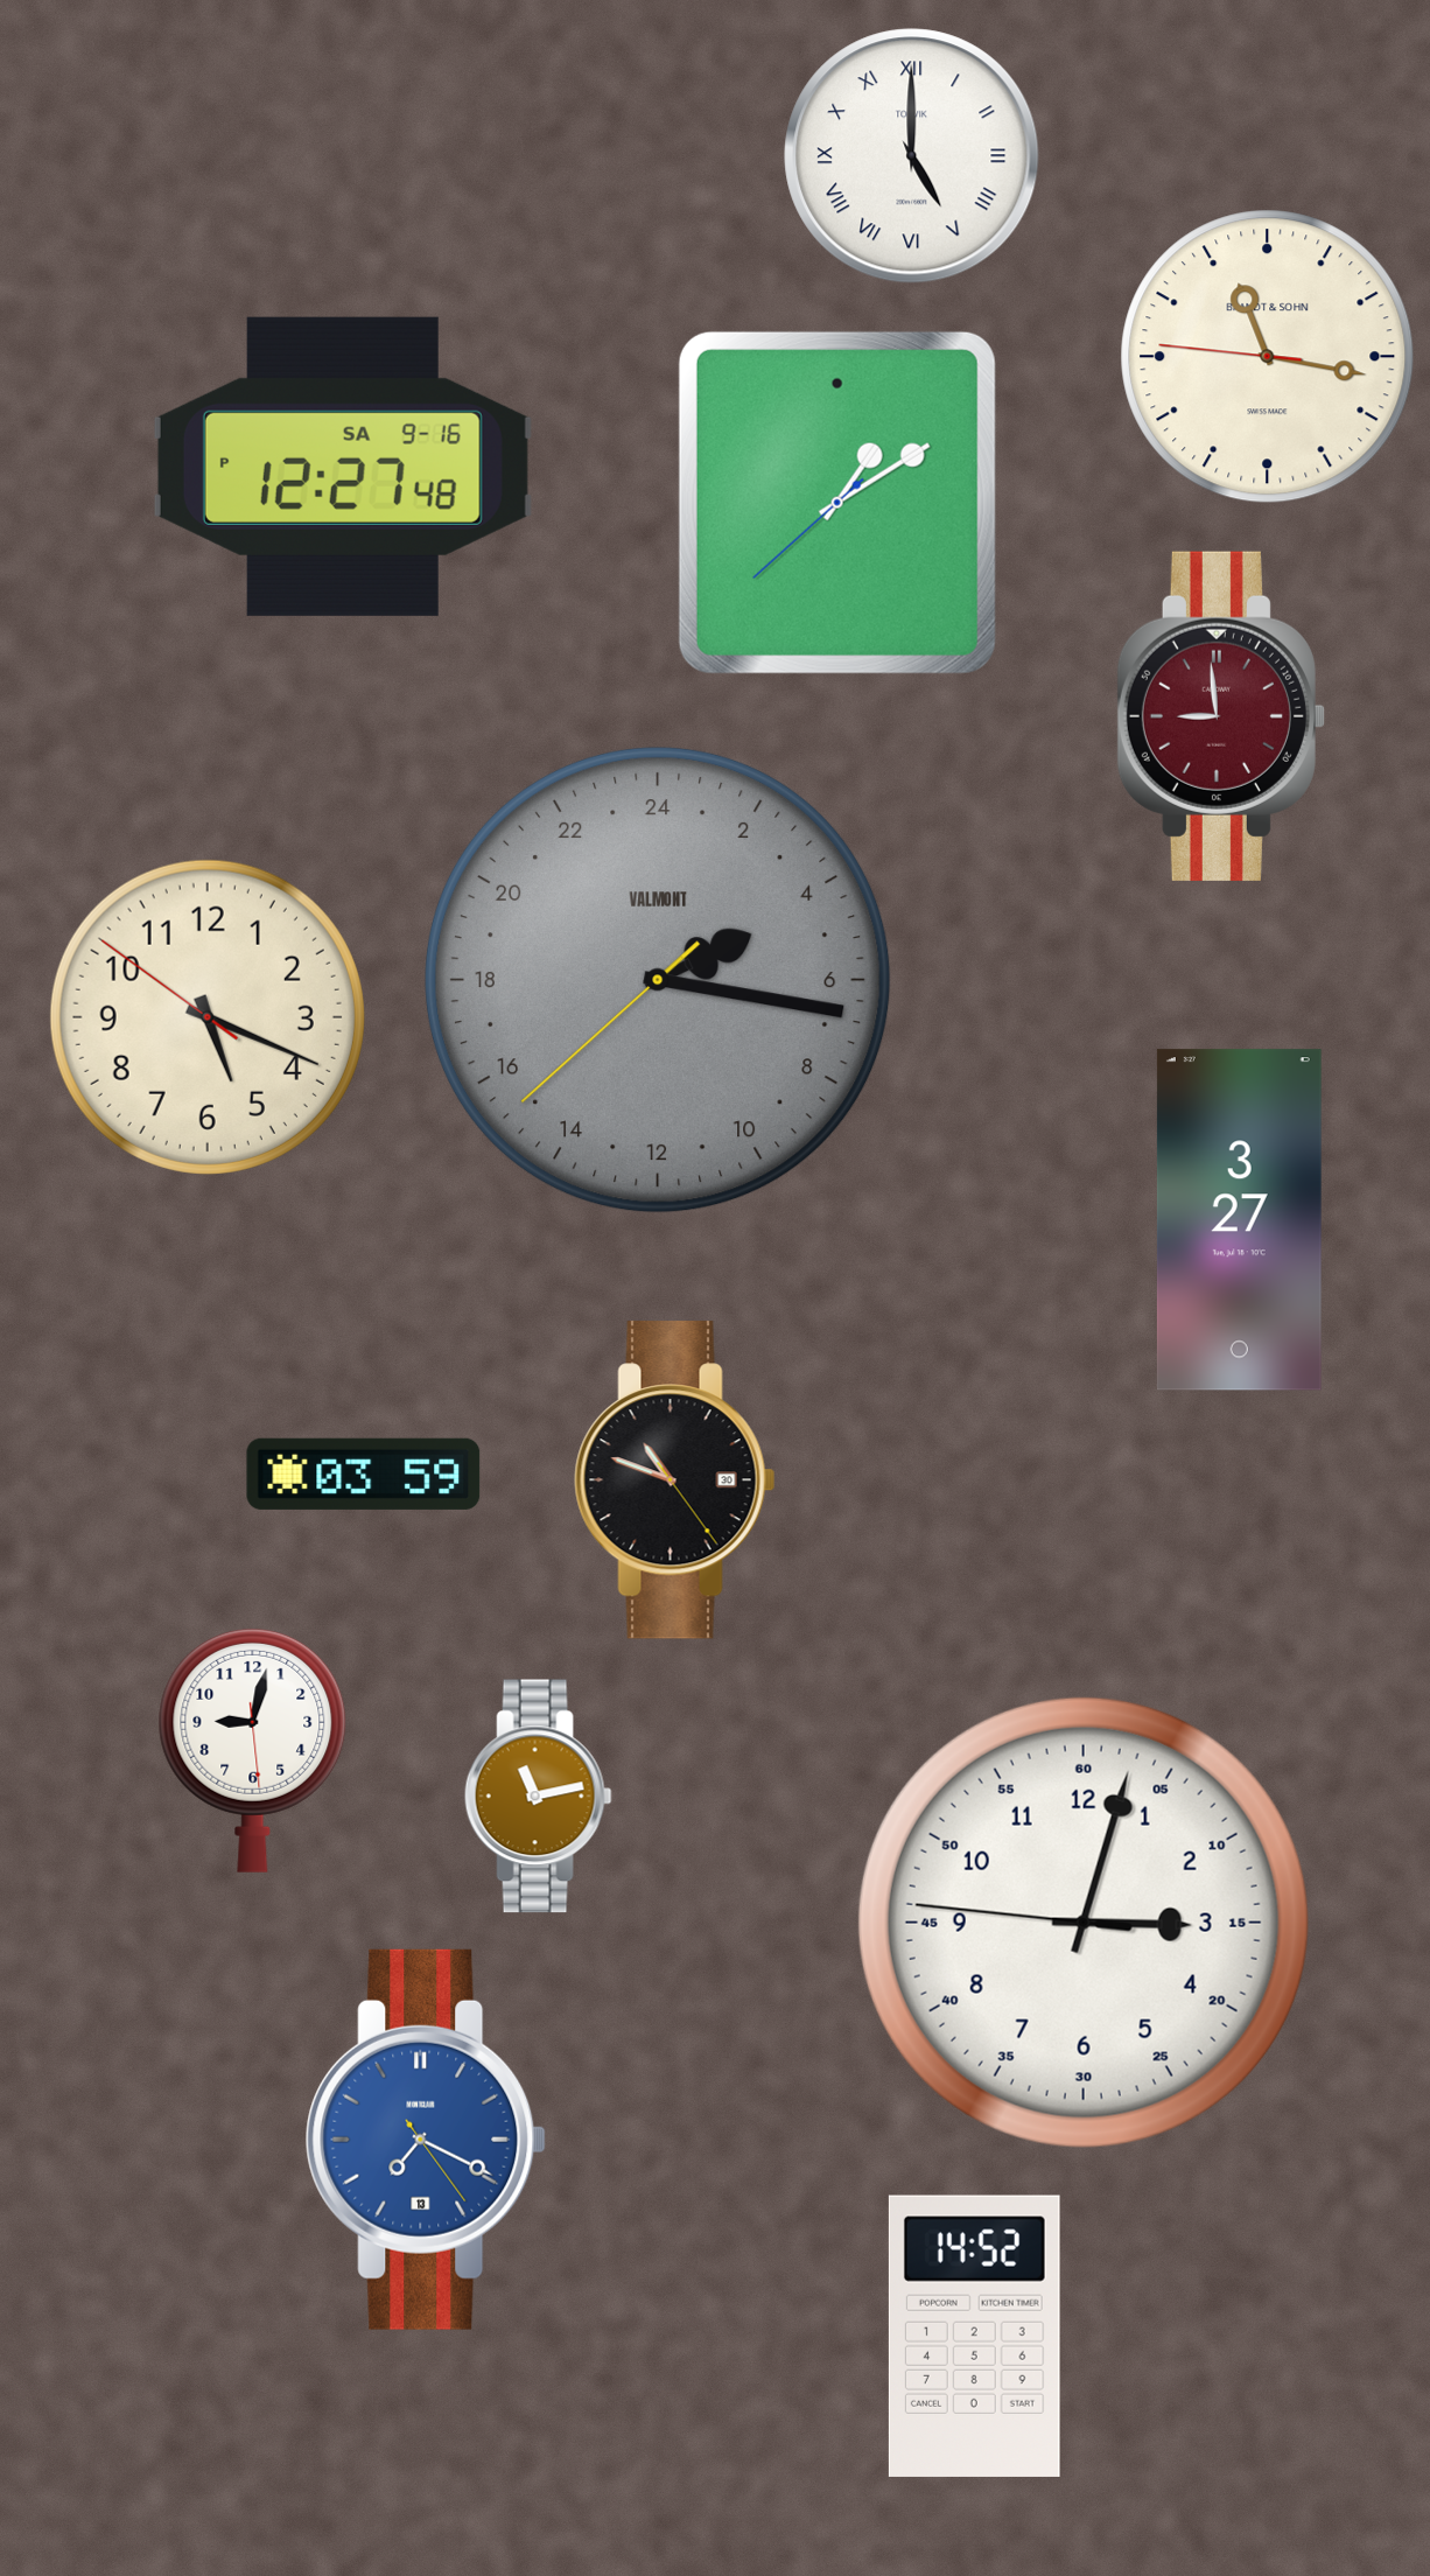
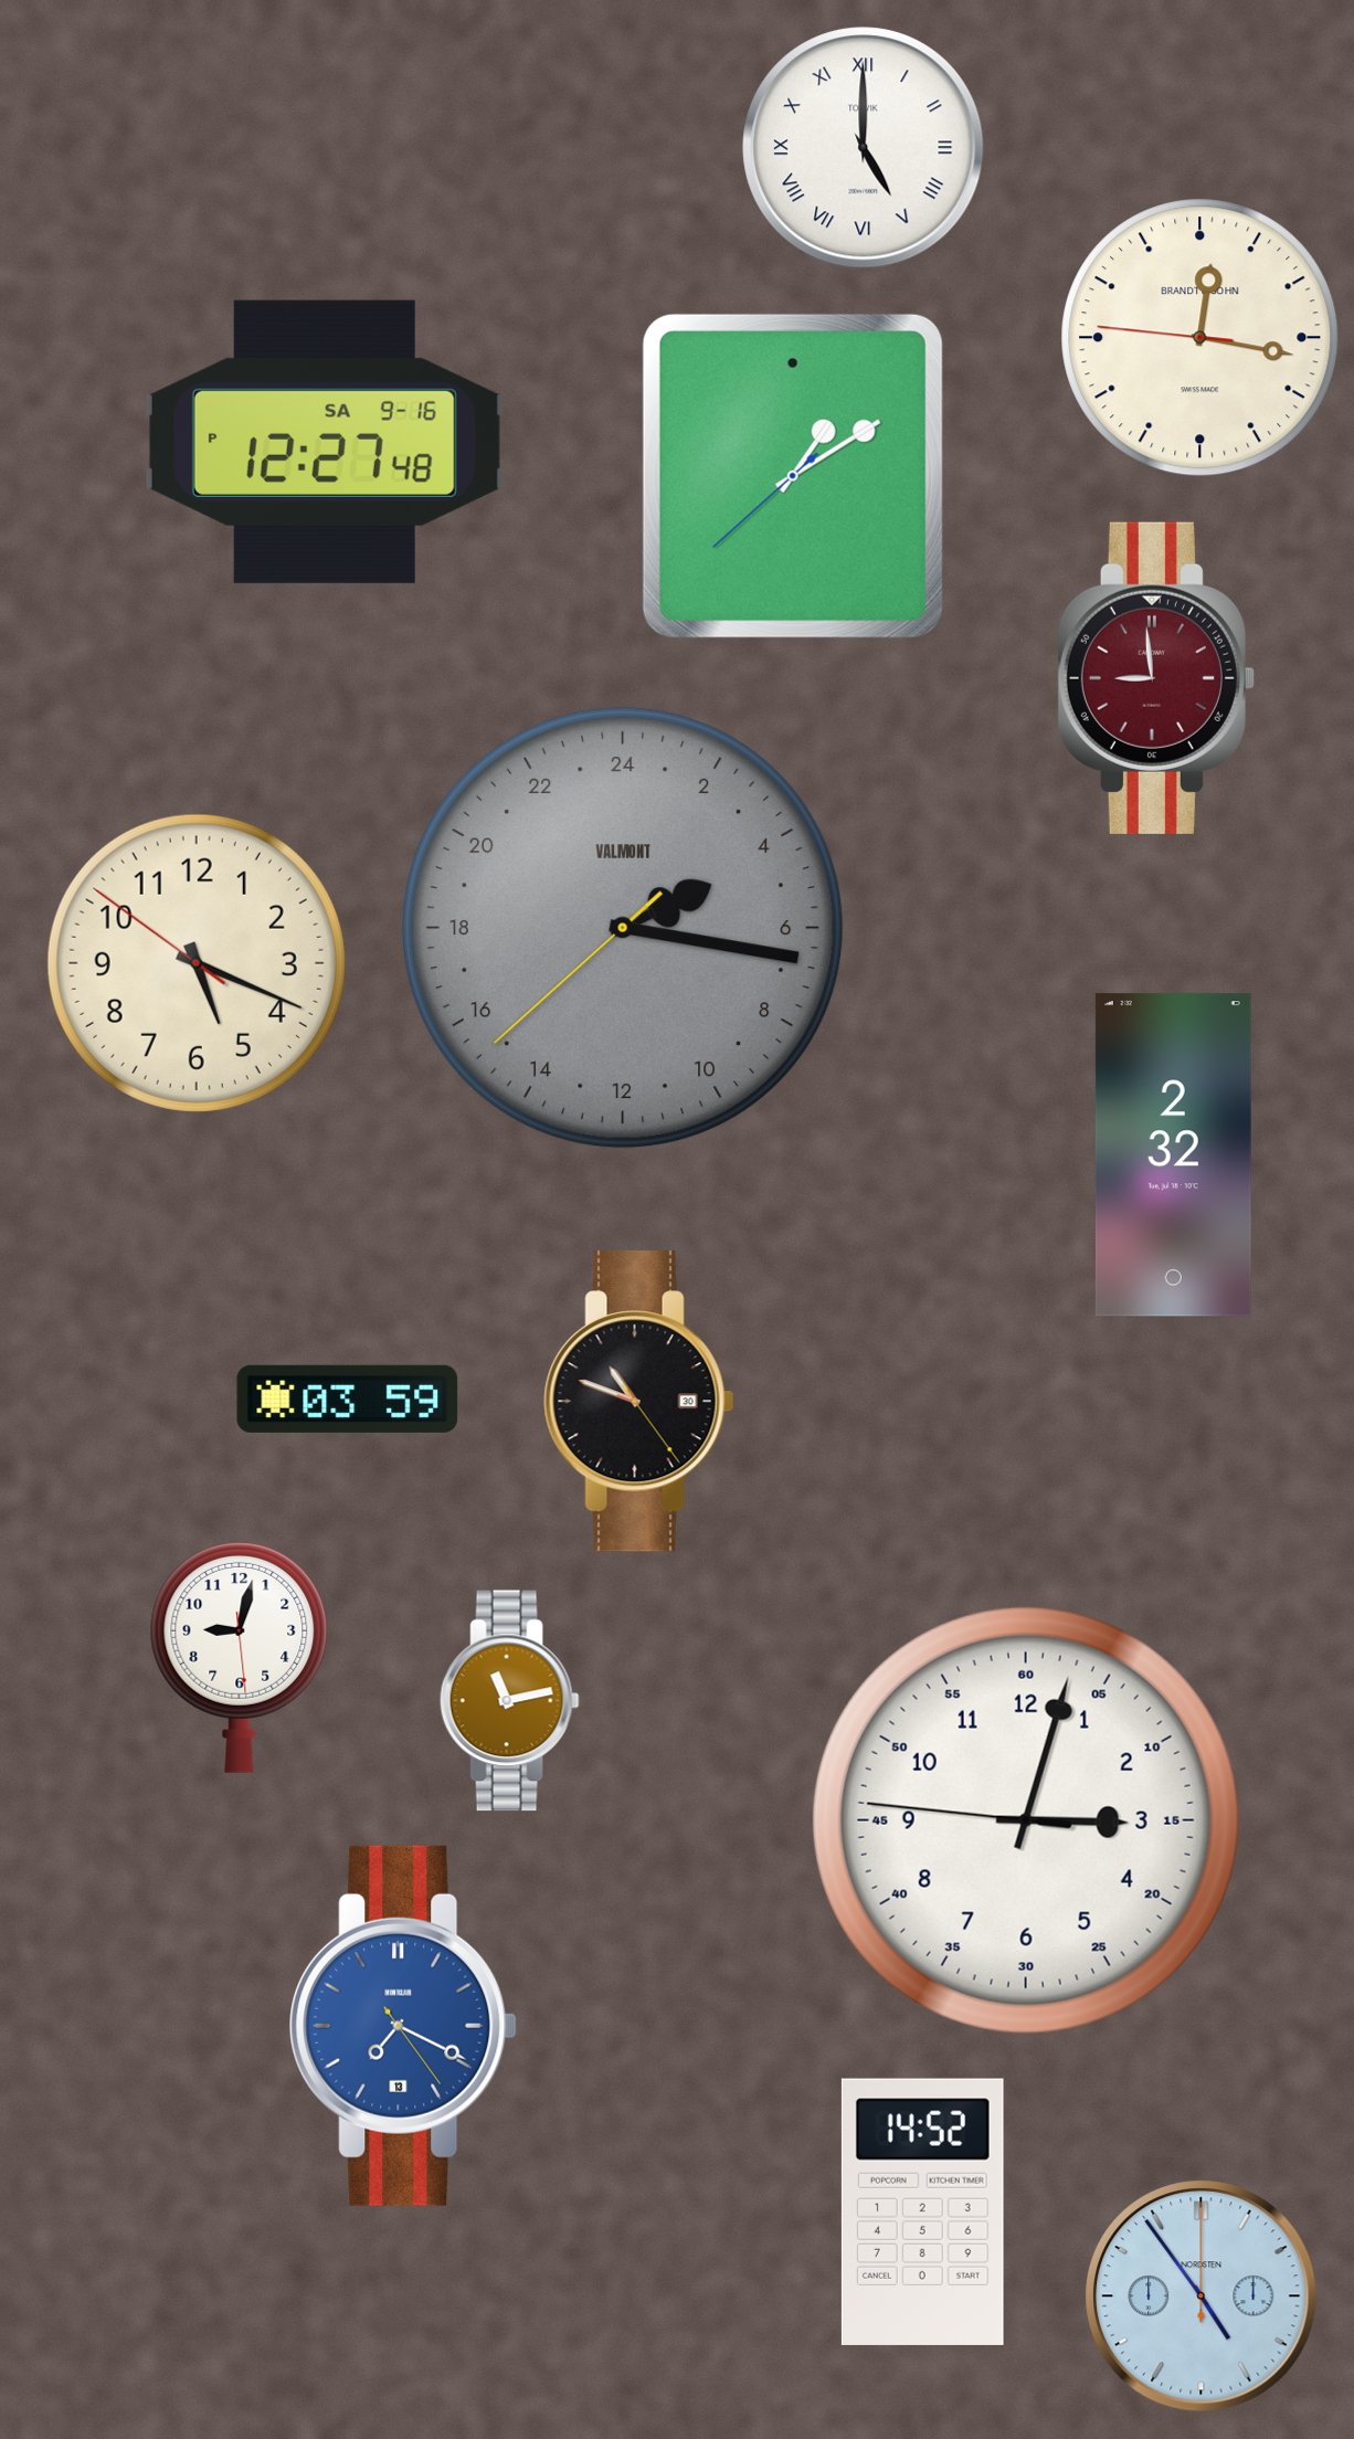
clock at (1268, 357): 11:16 -> 12:16
clock at (1239, 1220): 3:27 -> 2:32
clock at (364, 1473) position: (364, 1473) -> (348, 1398)
clock at (1202, 2297): none -> 4:54
